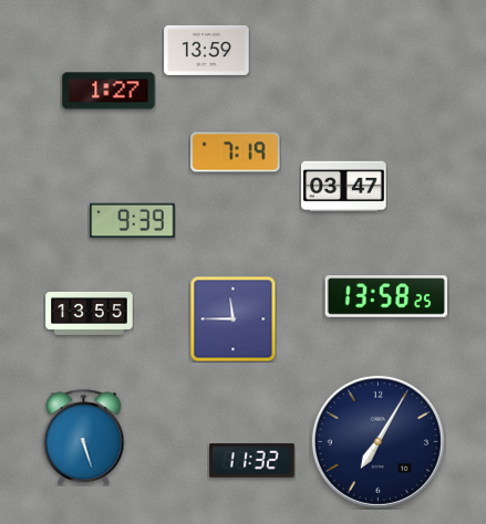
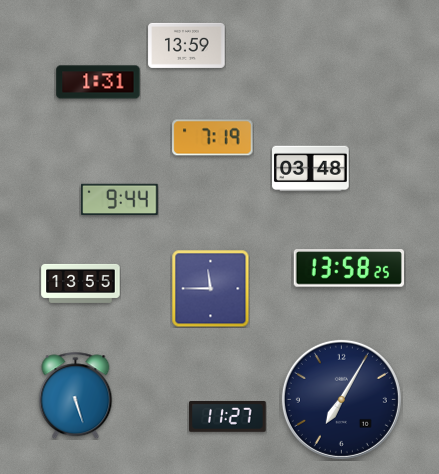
clock at (108, 91): 1:27 -> 1:31
clock at (344, 187): 03:47 -> 03:48
clock at (133, 221): 9:39 -> 9:44
clock at (252, 461): 11:32 -> 11:27
